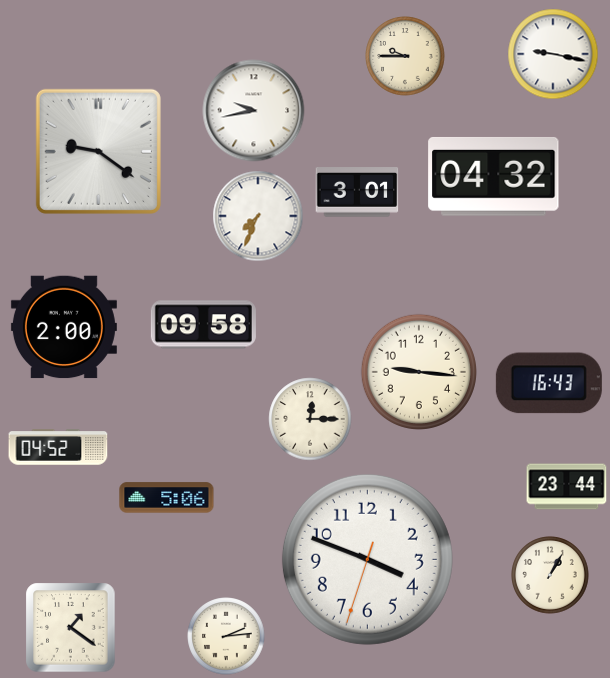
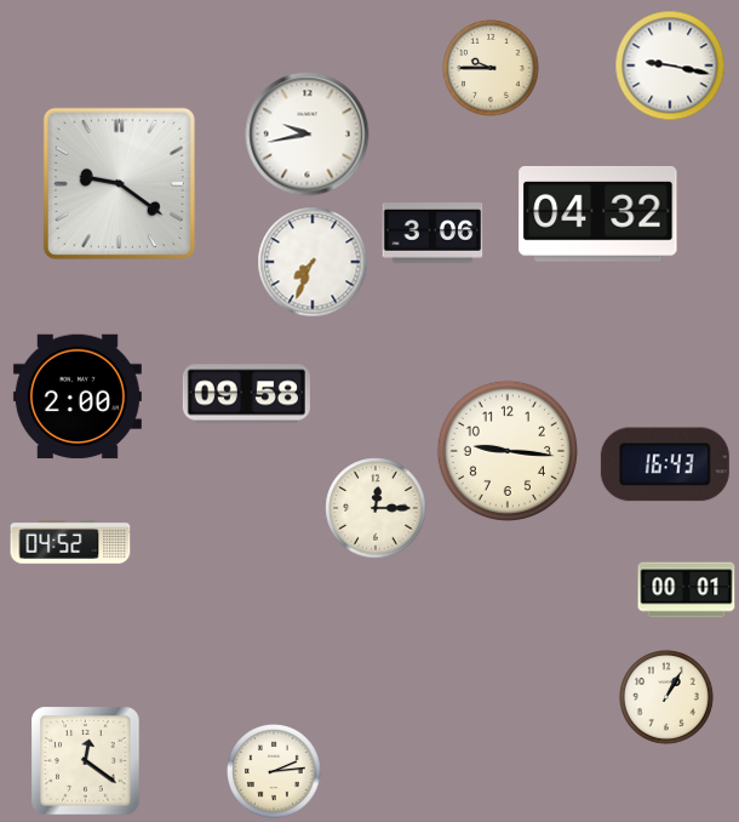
clock at (357, 193): 3:01 -> 3:06
clock at (567, 487): 23:44 -> 00:01
clock at (167, 498): 5:06 -> none
clock at (367, 559): 3:48 -> none
clock at (71, 628): 1:21 -> 12:21
